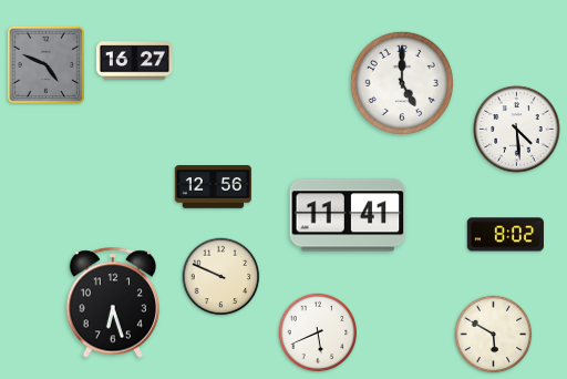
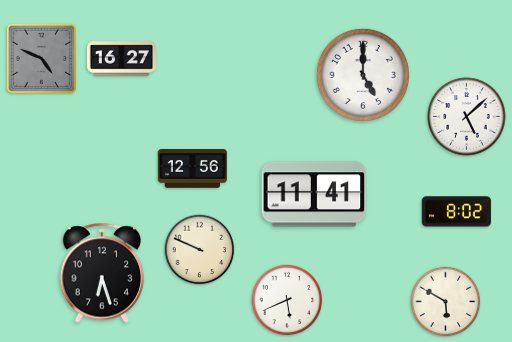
clock at (134, 61) position: (134, 61) -> (121, 59)
clock at (517, 130): 4:29 -> 5:08
